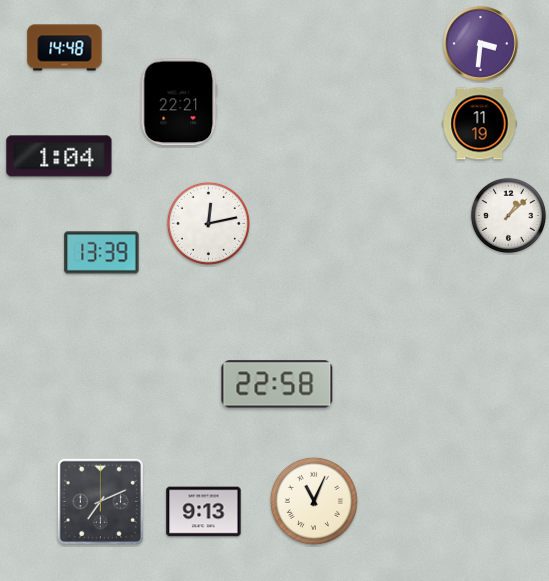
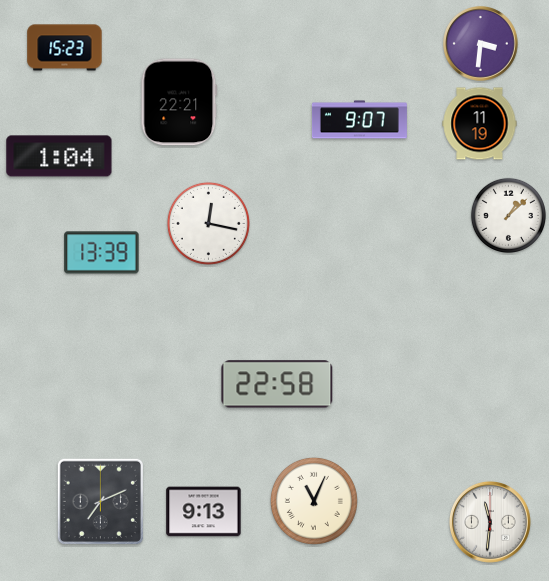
clock at (65, 48): 14:48 -> 15:23
clock at (359, 120): none -> 9:07
clock at (208, 223): 12:13 -> 12:17
clock at (490, 522): none -> 11:31
